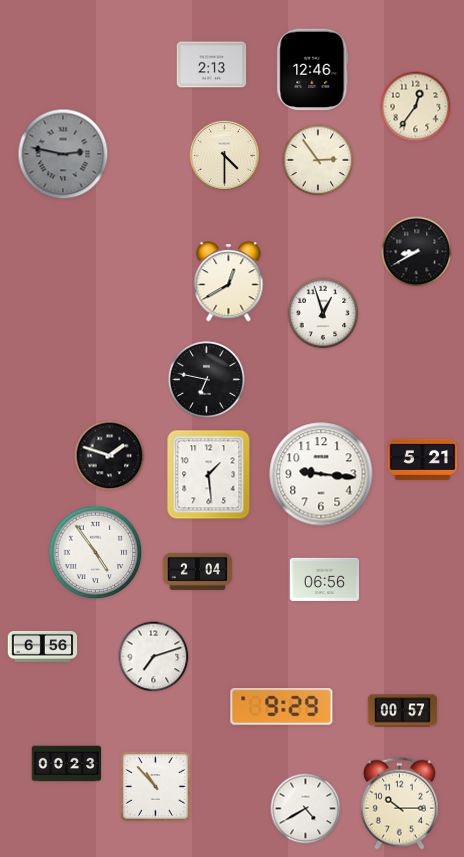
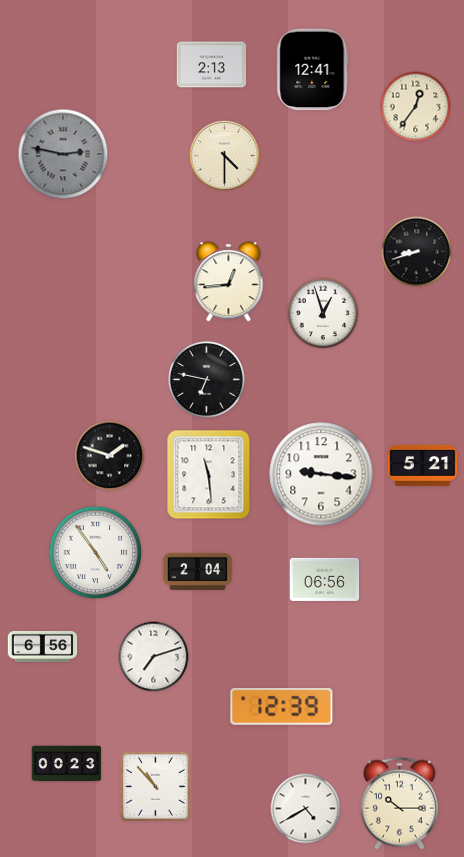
clock at (313, 70): 12:46 -> 12:41
clock at (318, 160): 2:54 -> none
clock at (417, 252): 8:40 -> 8:42
clock at (229, 282): 12:40 -> 12:44
clock at (423, 459) position: (423, 459) -> (423, 465)
clock at (209, 475): 1:29 -> 11:29
clock at (282, 707): 9:29 -> 12:39
clock at (403, 711): 00:57 -> none
